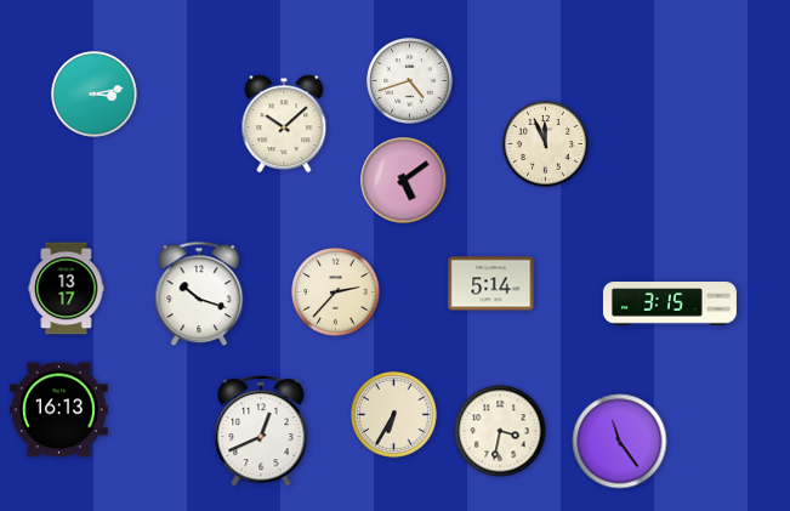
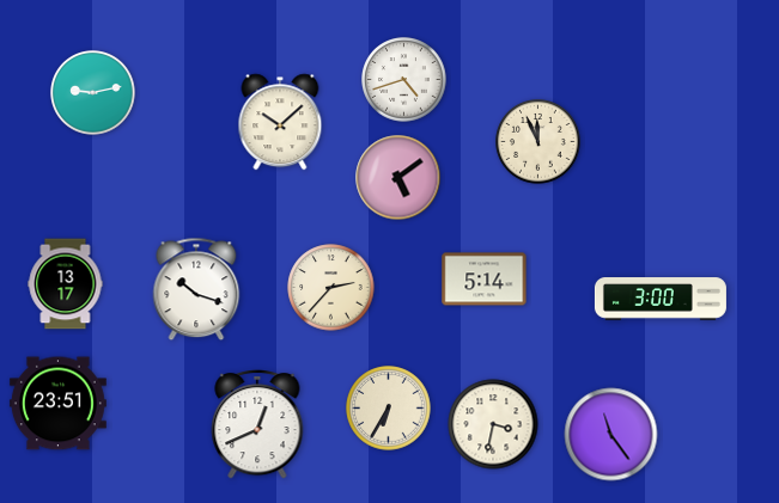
clock at (95, 95): 3:13 -> 9:13
clock at (670, 303): 3:15 -> 3:00
clock at (58, 410): 16:13 -> 23:51
